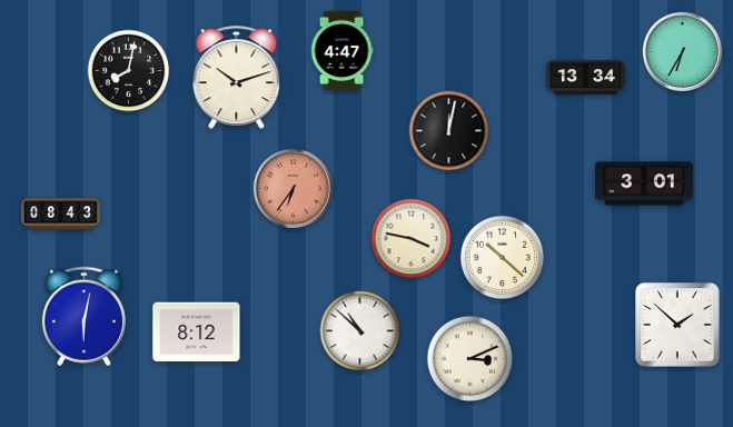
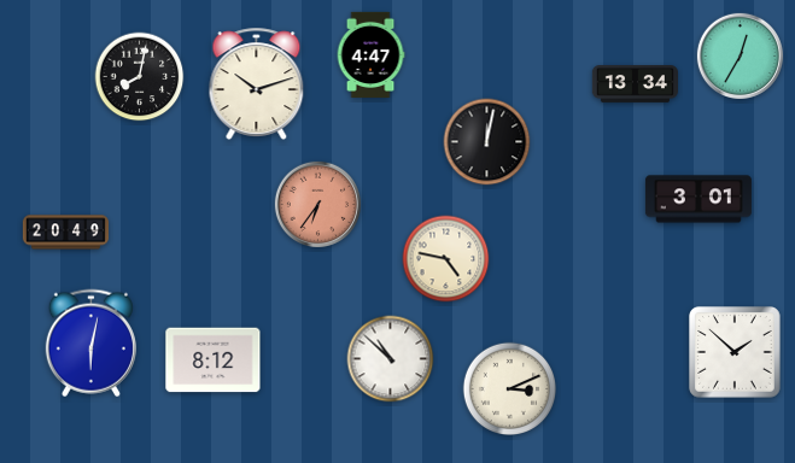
clock at (682, 51): 6:35 -> 12:35
clock at (60, 215): 08:43 -> 20:49
clock at (412, 239): 3:47 -> 4:47
clock at (503, 258): 10:22 -> none
